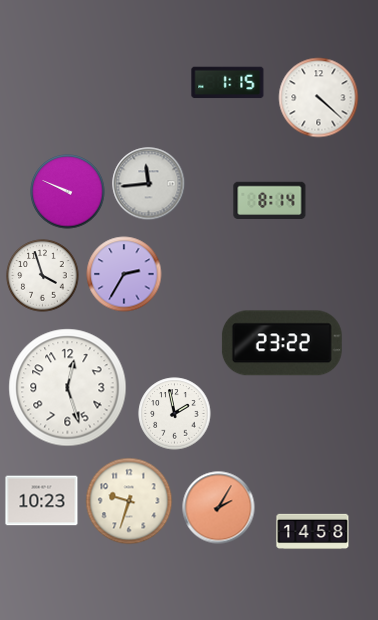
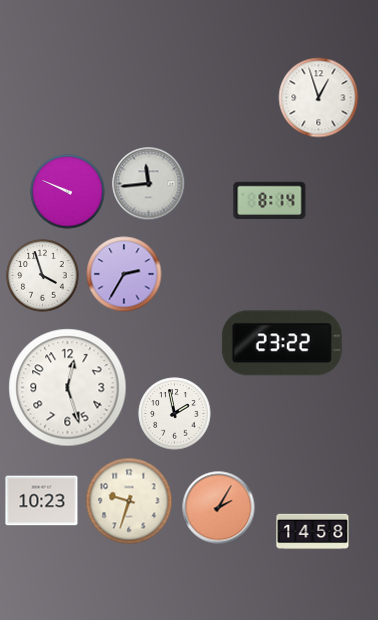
clock at (228, 83): 1:15 -> none
clock at (319, 98): 4:22 -> 12:57
